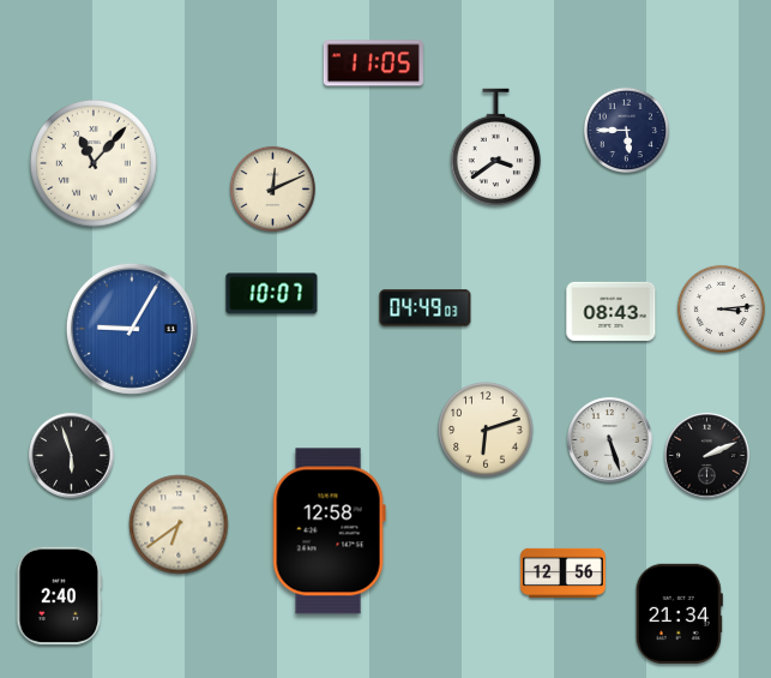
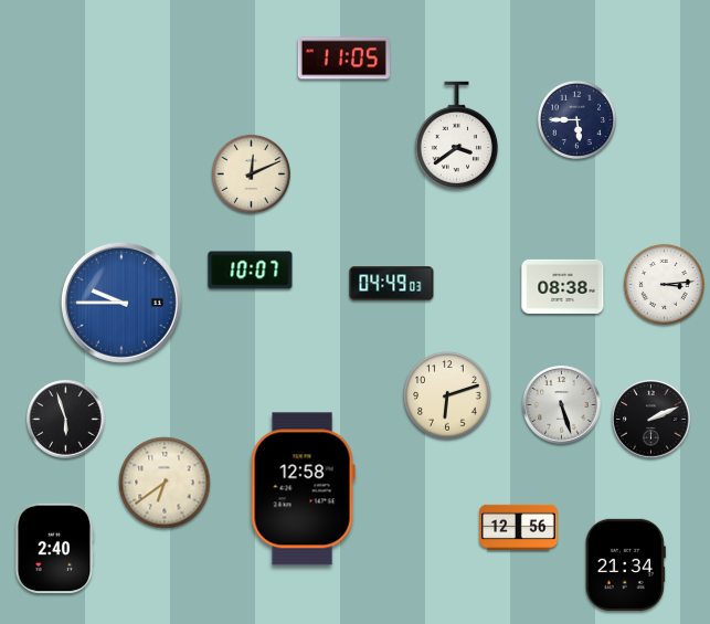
clock at (95, 164): 11:07 -> none
clock at (612, 311): 08:43 -> 08:38
clock at (132, 329): 9:05 -> 9:45
